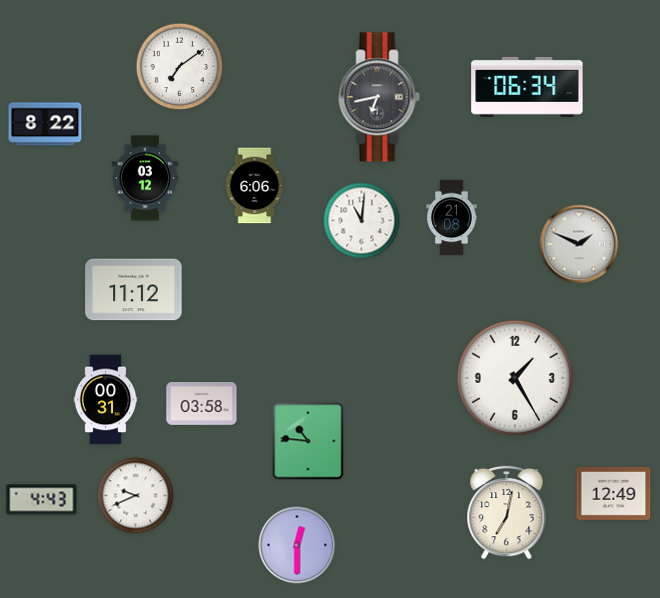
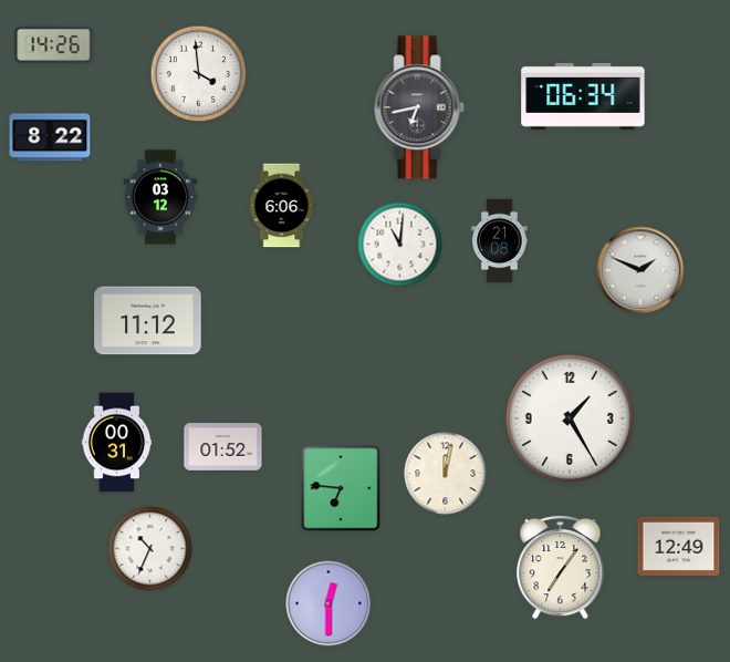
clock at (54, 44): none -> 14:26
clock at (180, 67): 7:09 -> 3:59
clock at (202, 404): 03:58 -> 01:52
clock at (446, 474): none -> 12:02
clock at (308, 441): 10:46 -> 6:46
clock at (136, 496): 9:41 -> 10:34
clock at (42, 500): 4:43 -> none
clock at (507, 512): 7:02 -> 7:06
